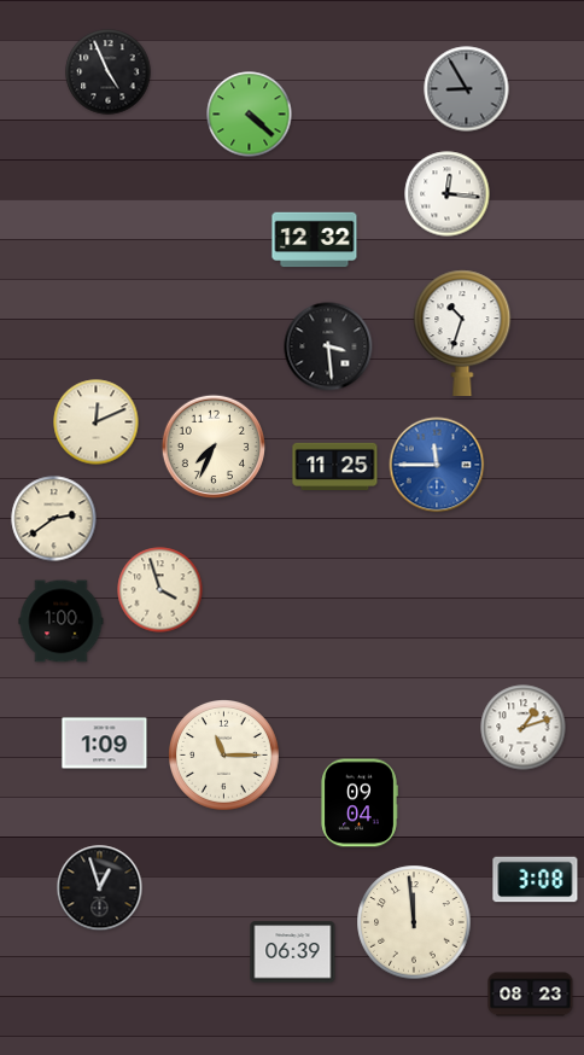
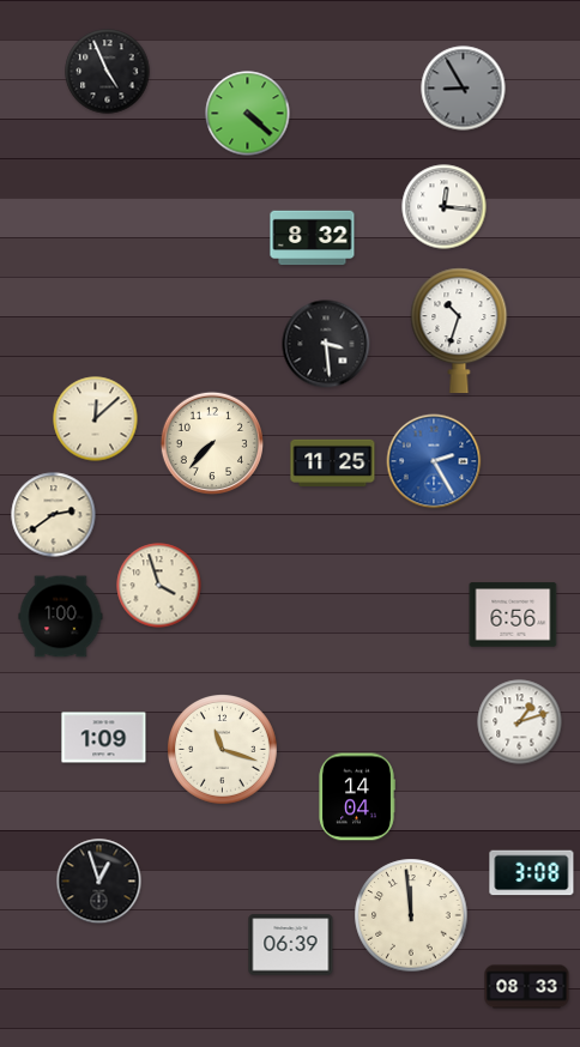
clock at (448, 194) position: (448, 194) -> (445, 207)
clock at (315, 240): 12:32 -> 8:32
clock at (97, 422): 12:11 -> 12:08
clock at (212, 445): 7:34 -> 7:37
clock at (437, 465): 11:45 -> 2:25
clock at (513, 615): none -> 6:56
clock at (224, 756): 11:15 -> 11:18
clock at (360, 803): 09:04 -> 14:04
clock at (531, 995): 08:23 -> 08:33
